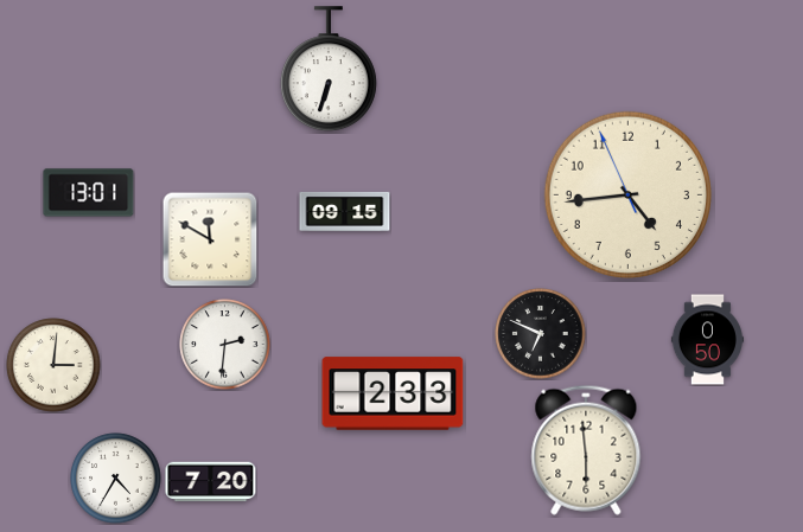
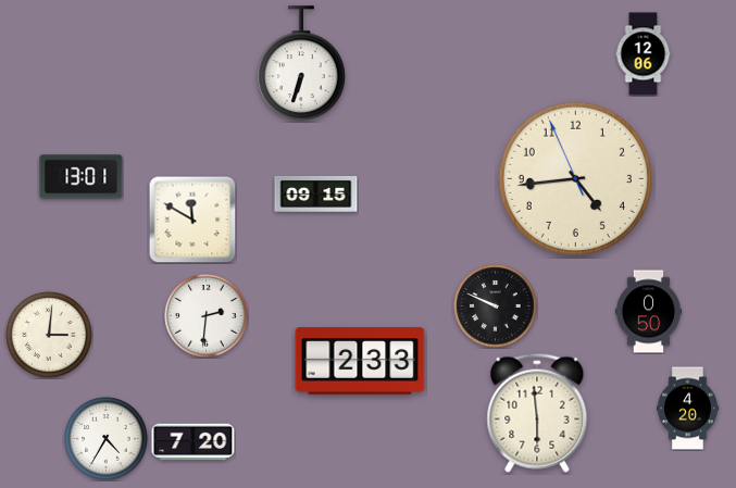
clock at (644, 54): none -> 12:06
clock at (541, 334): 6:49 -> 9:49
clock at (688, 409): none -> 4:20
